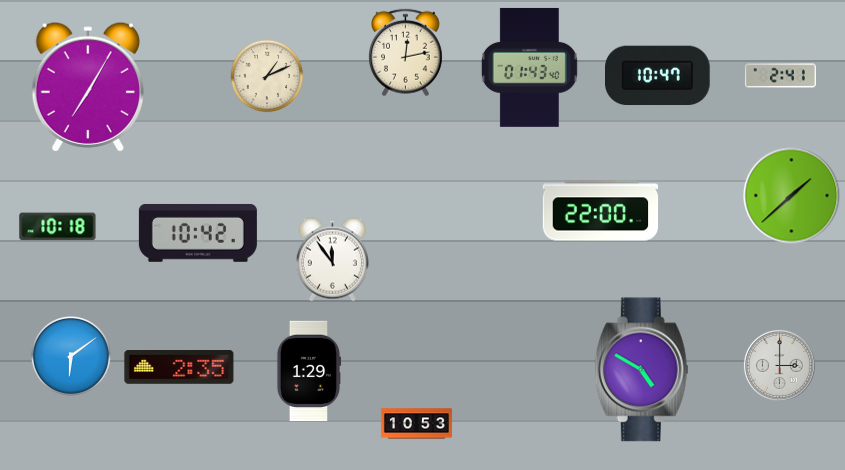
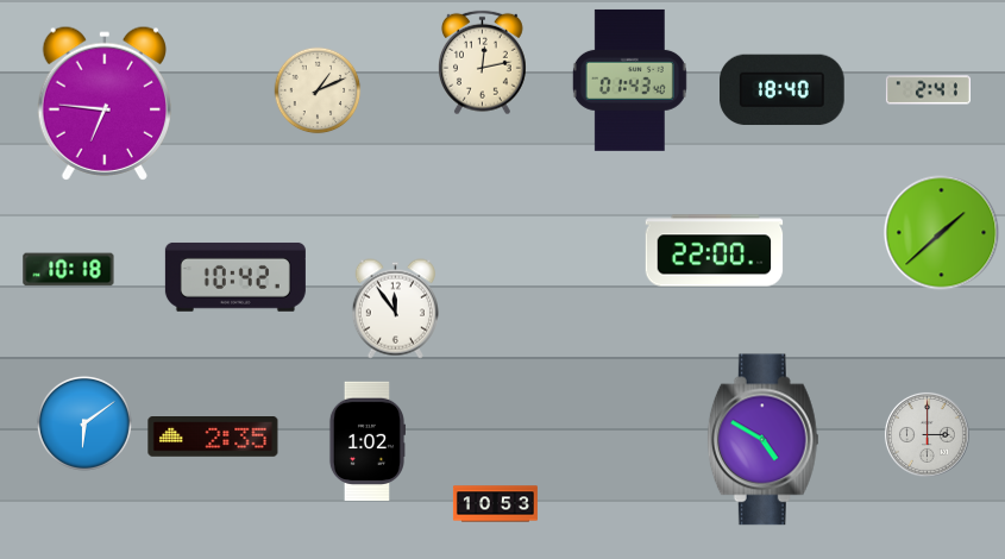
clock at (658, 76): 10:47 -> 18:40
clock at (88, 87): 7:05 -> 6:46
clock at (308, 371): 1:29 -> 1:02
